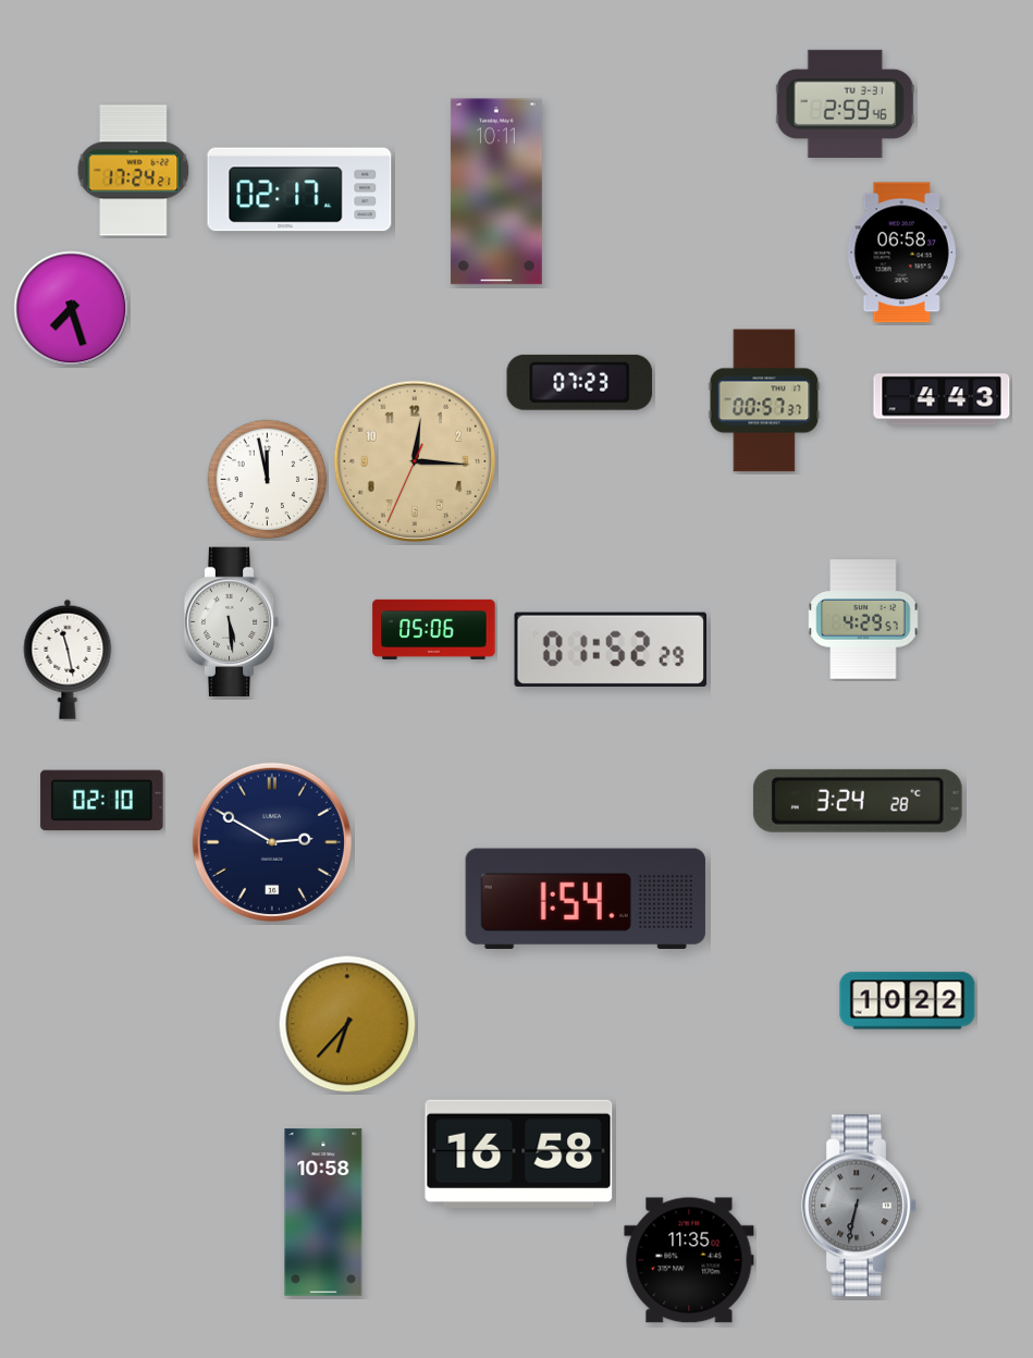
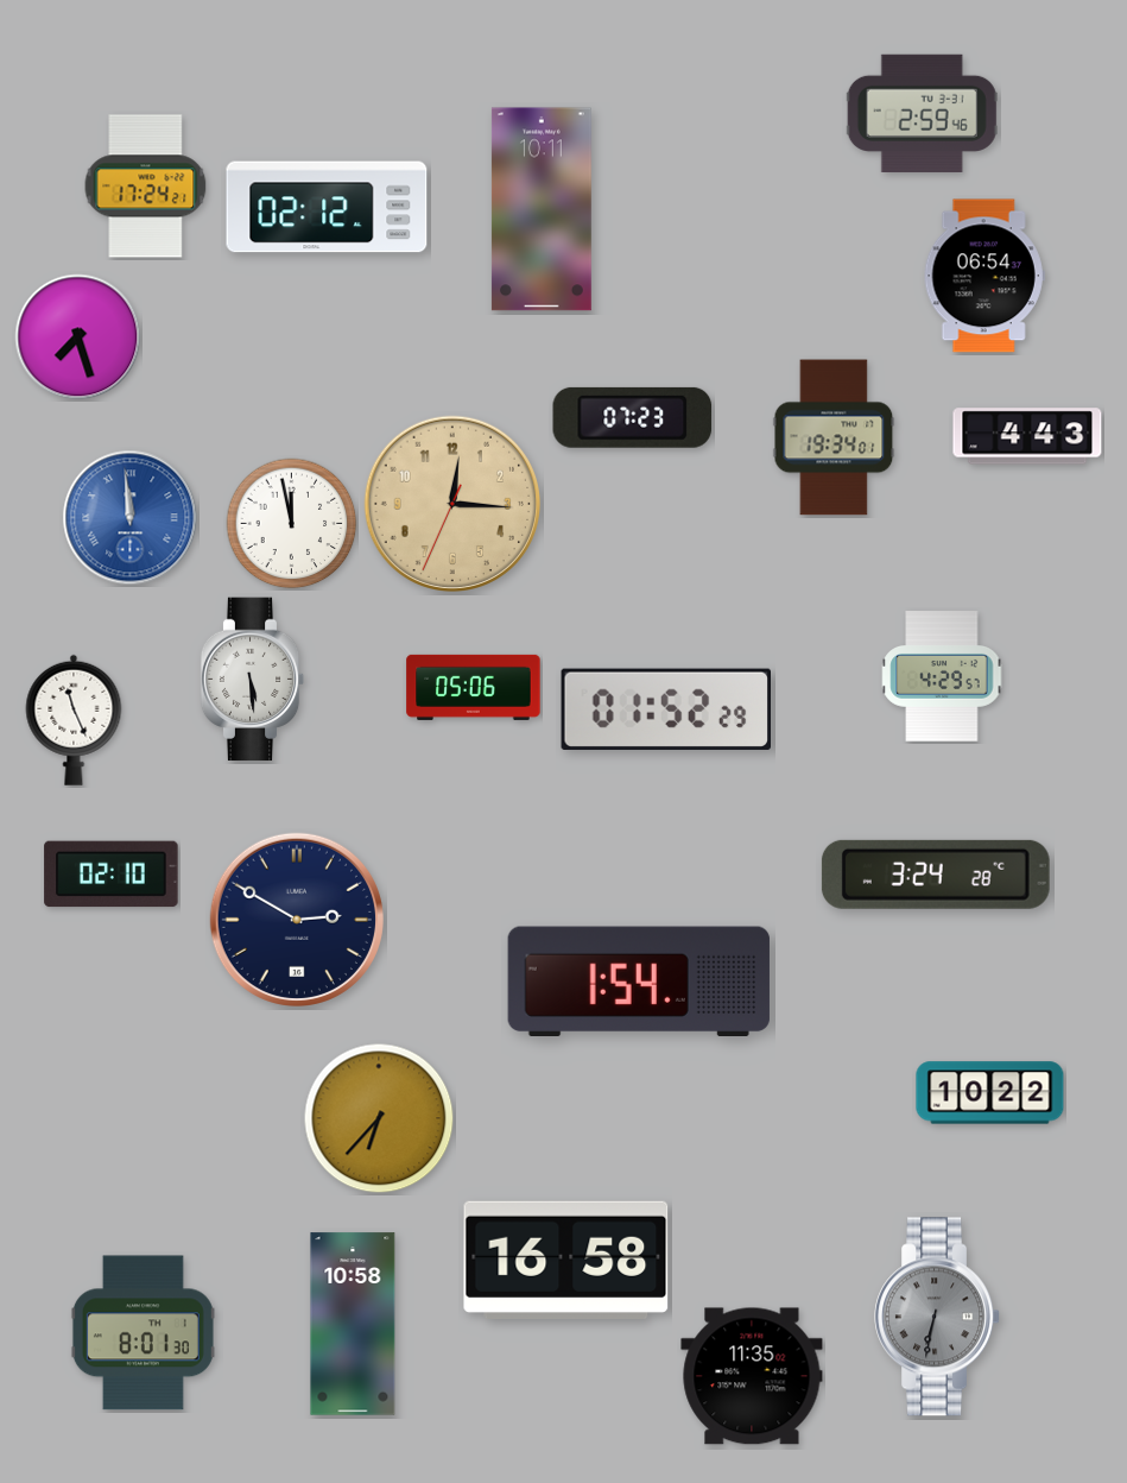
clock at (299, 189): 02:17 -> 02:12
clock at (902, 252): 06:58 -> 06:54
clock at (764, 400): 00:57 -> 19:34
clock at (131, 518): none -> 11:59
clock at (67, 659): 11:28 -> 11:26
clock at (143, 1333): none -> 8:01
